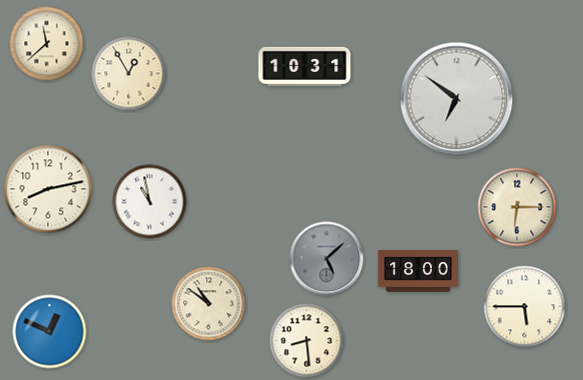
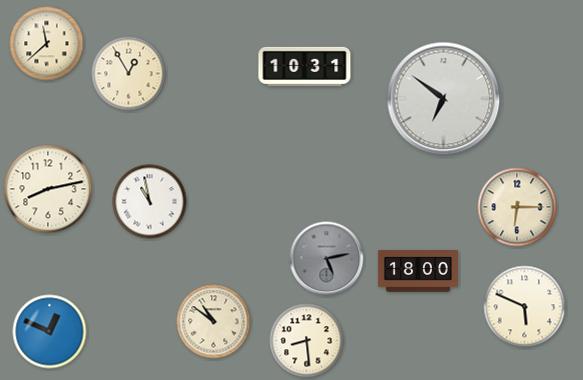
clock at (457, 99) position: (457, 99) -> (444, 99)
clock at (327, 259): 5:08 -> 5:13
clock at (209, 304) position: (209, 304) -> (214, 322)
clock at (525, 307): 5:45 -> 5:49
